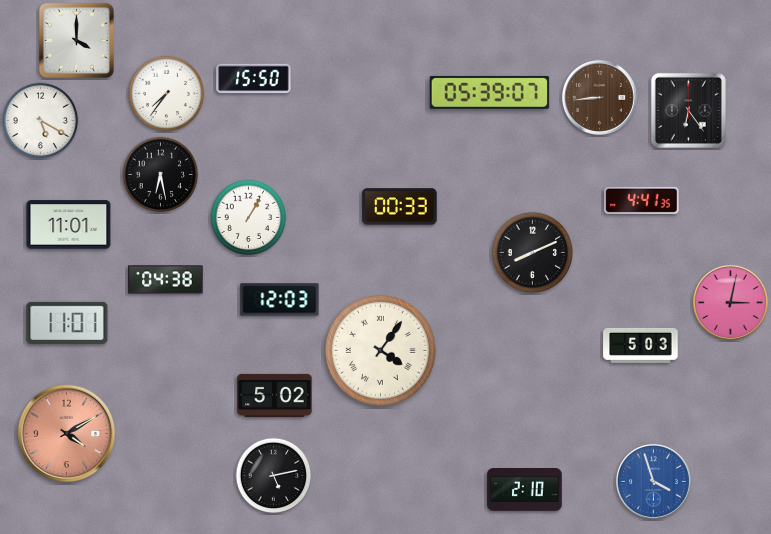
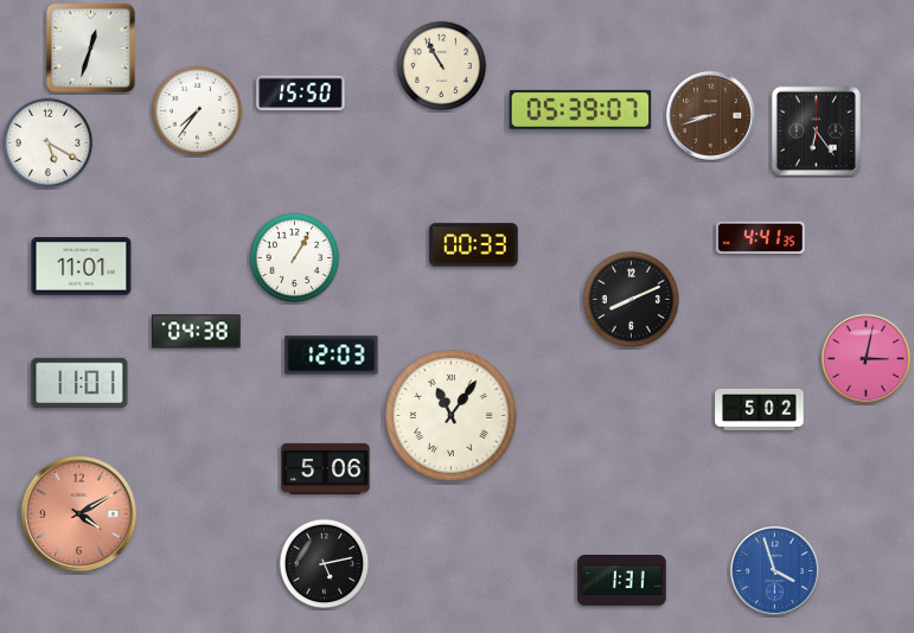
clock at (76, 40): 4:00 -> 12:33
clock at (442, 66): none -> 10:55
clock at (599, 97): 8:44 -> 8:42
clock at (161, 175): 6:28 -> none
clock at (641, 345): 5:03 -> 5:02
clock at (380, 350): 4:06 -> 11:06
clock at (275, 395): 5:02 -> 5:06
clock at (525, 490): 2:10 -> 1:31
